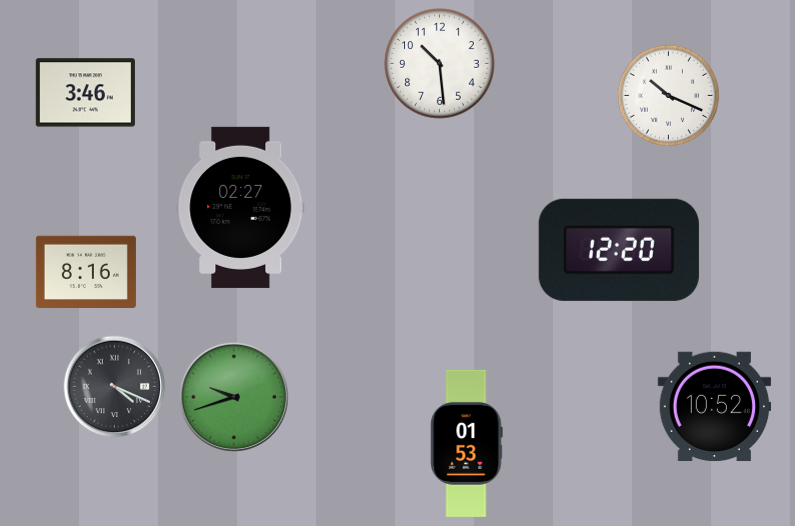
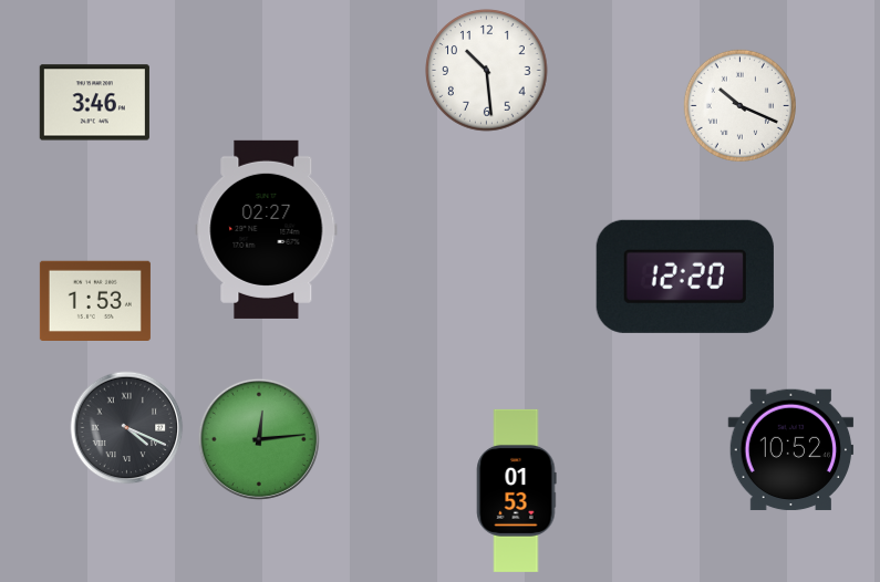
clock at (86, 271): 8:16 -> 1:53
clock at (234, 397): 9:42 -> 12:14
